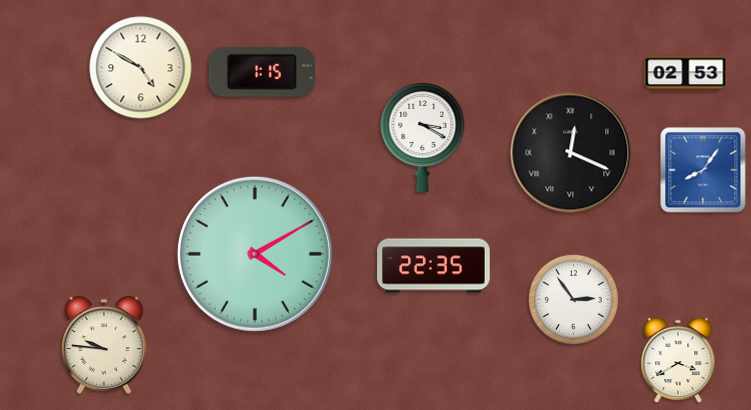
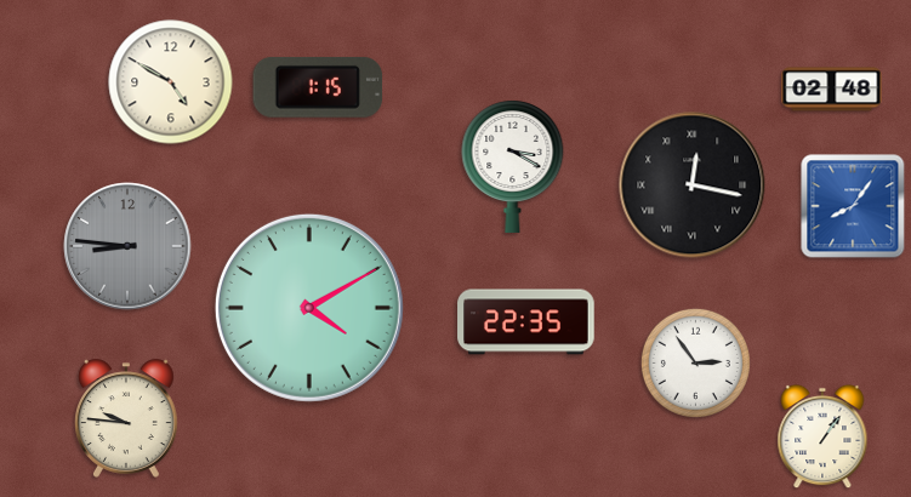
clock at (686, 74): 02:53 -> 02:48
clock at (571, 153): 12:19 -> 12:17
clock at (127, 246): none -> 8:46
clock at (678, 360): 3:40 -> 1:06
